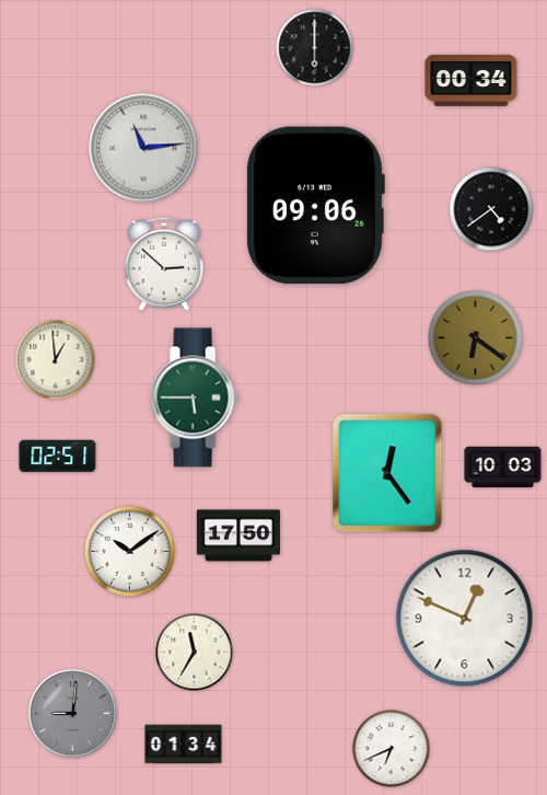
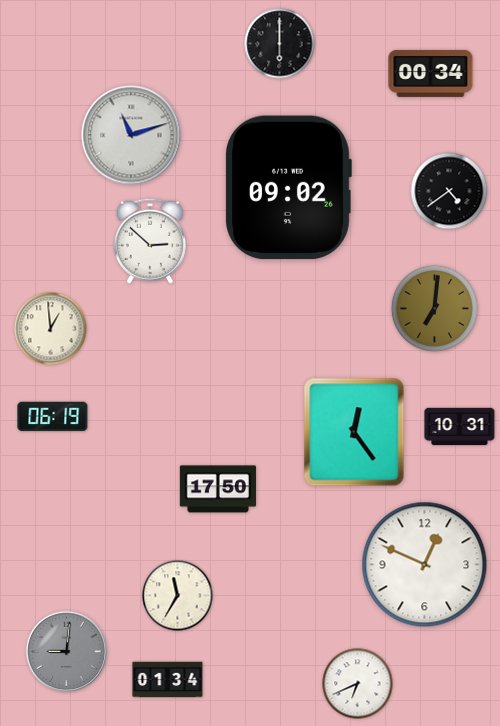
clock at (315, 48) position: (315, 48) -> (280, 44)
clock at (143, 148): 11:14 -> 11:12
clock at (315, 206): 09:06 -> 09:02
clock at (475, 337): 6:21 -> 7:01
clock at (195, 397): 5:45 -> none
clock at (58, 457): 02:51 -> 06:19
clock at (503, 468): 10:03 -> 10:31
clock at (130, 552): 10:09 -> none
